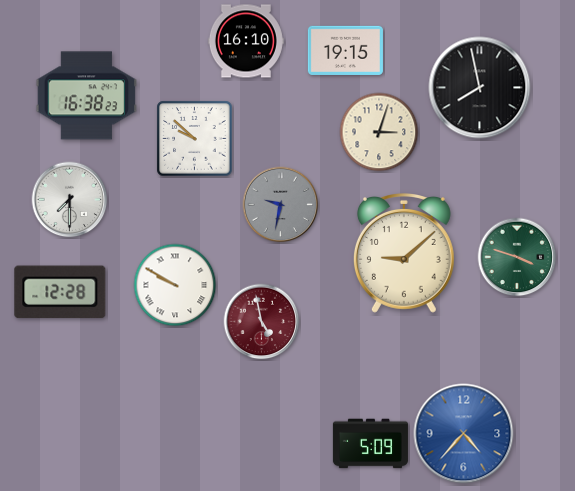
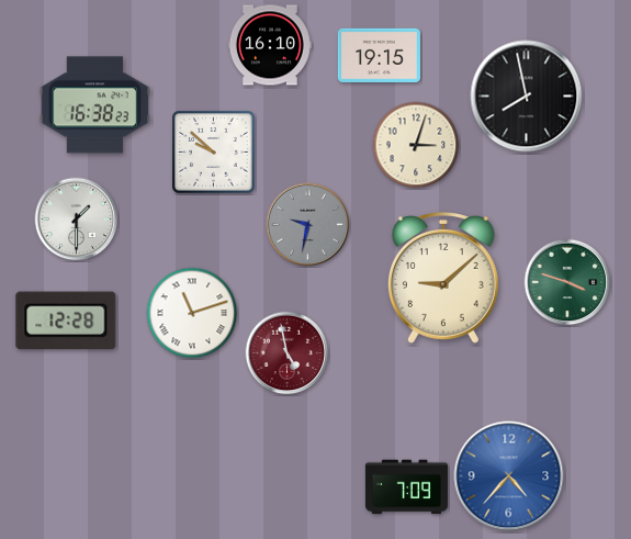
clock at (70, 200): 7:30 -> 1:30
clock at (175, 285): 9:50 -> 11:12
clock at (370, 444): 5:09 -> 7:09
